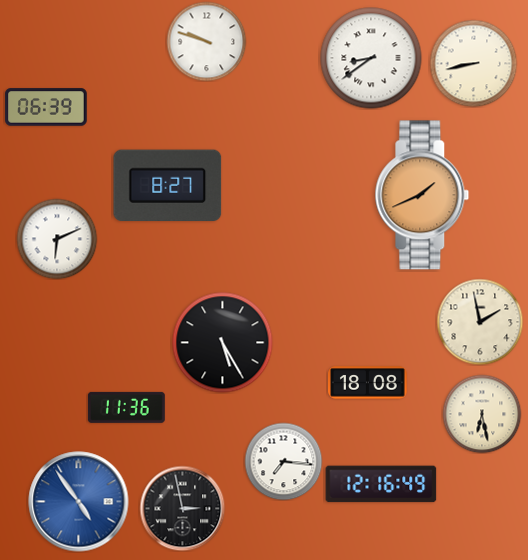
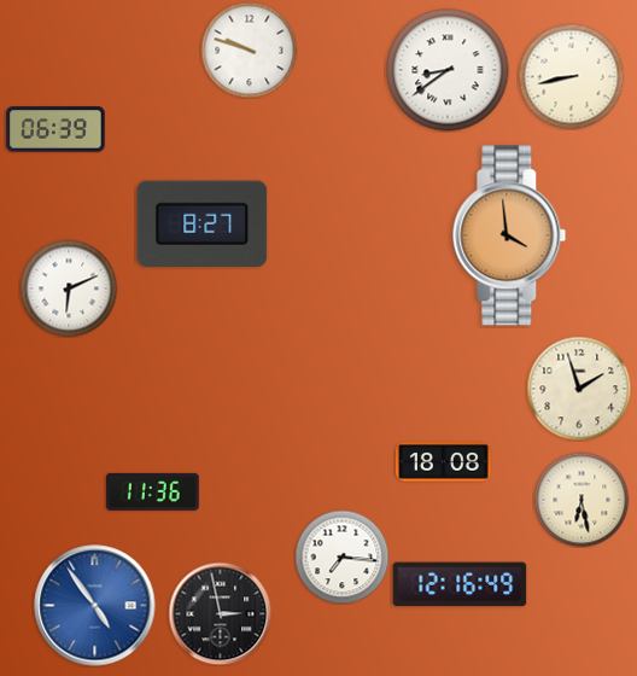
clock at (422, 195): 1:41 -> 3:59
clock at (480, 322): 1:58 -> 1:57
clock at (223, 343): 5:25 -> none
